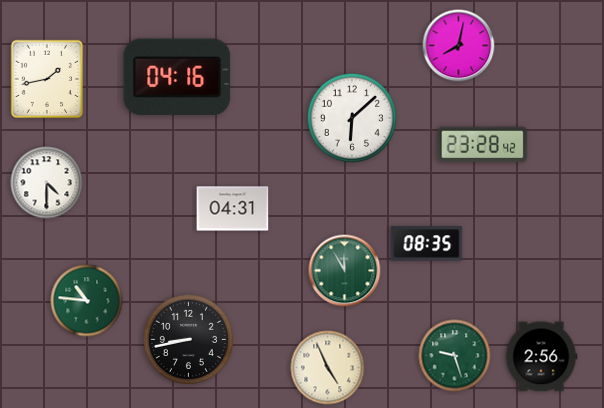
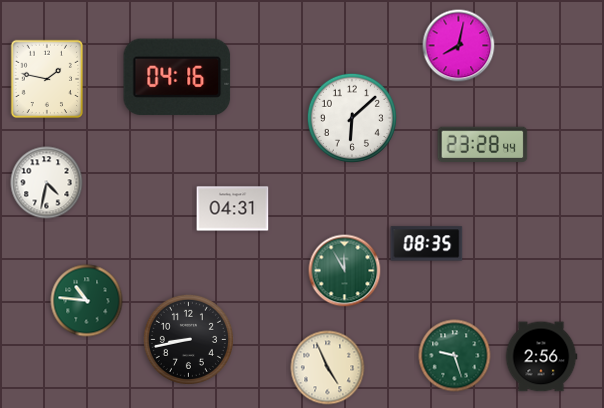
clock at (47, 79): 1:43 -> 1:47
clock at (483, 145): 23:28:42 -> 23:28:44
clock at (47, 183): 4:30 -> 4:32
